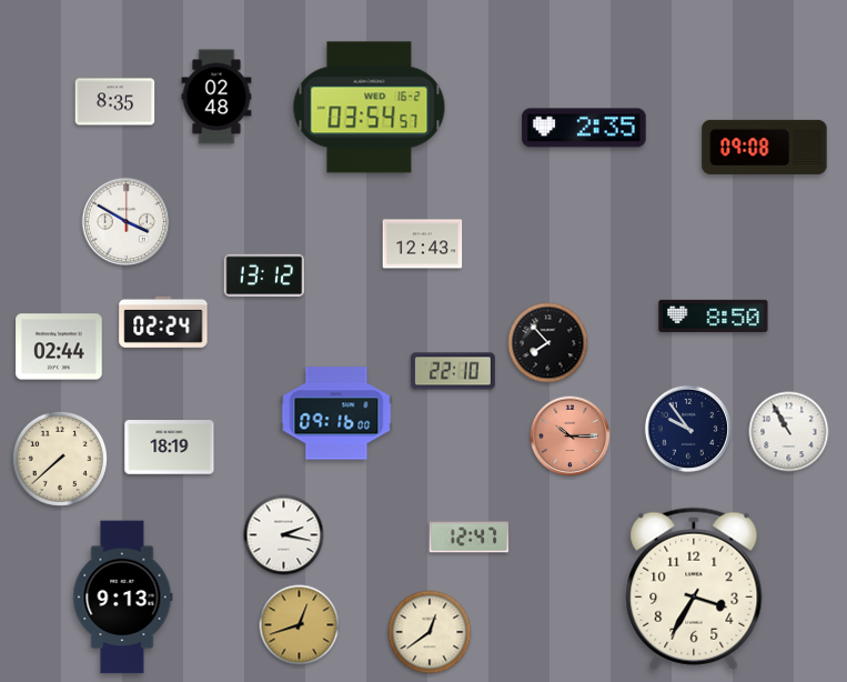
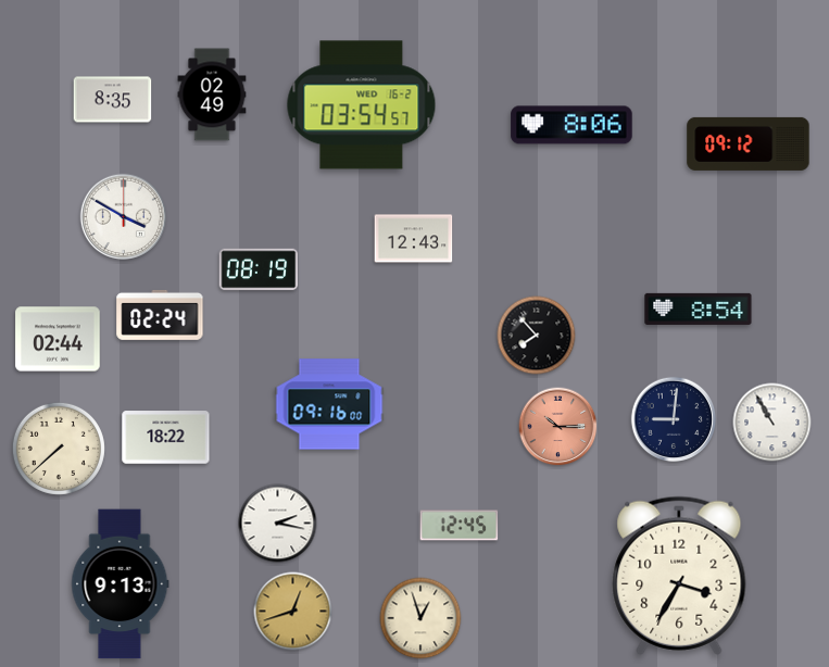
clock at (216, 97): 02:48 -> 02:49
clock at (584, 128): 2:35 -> 8:06
clock at (765, 147): 09:08 -> 09:12
clock at (264, 275): 13:12 -> 08:19
clock at (714, 315): 8:50 -> 8:54
clock at (453, 371): 22:10 -> none
clock at (688, 429): 9:54 -> 9:01
clock at (170, 448): 18:19 -> 18:22
clock at (470, 538): 12:47 -> 12:45
clock at (430, 632): 12:39 -> 12:57
